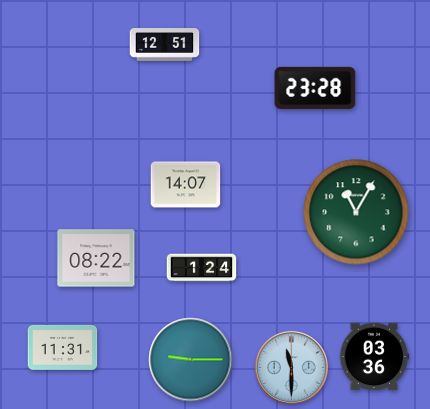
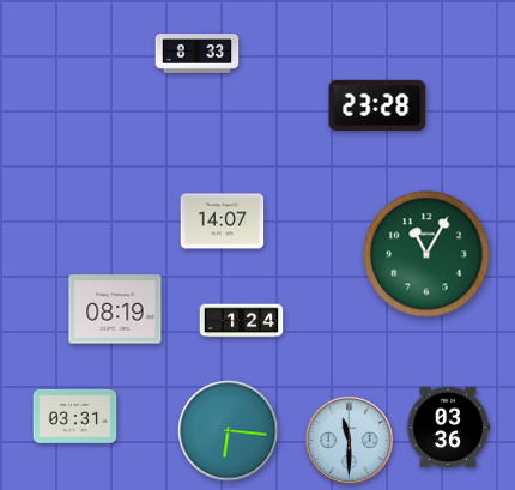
clock at (165, 45): 12:51 -> 8:33
clock at (96, 258): 08:22 -> 08:19
clock at (63, 347): 11:31 -> 03:31
clock at (191, 360): 9:15 -> 6:16
